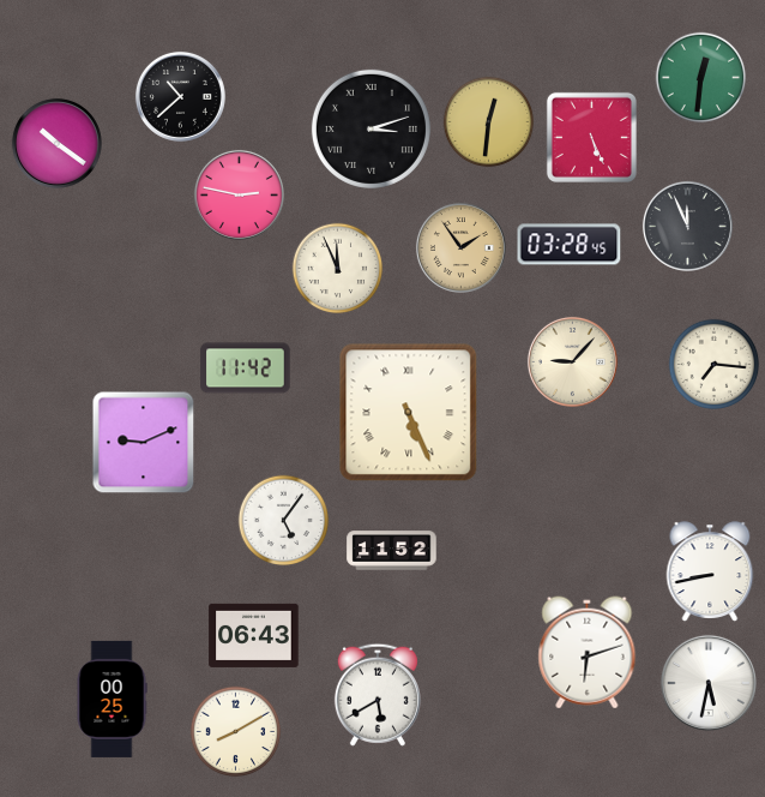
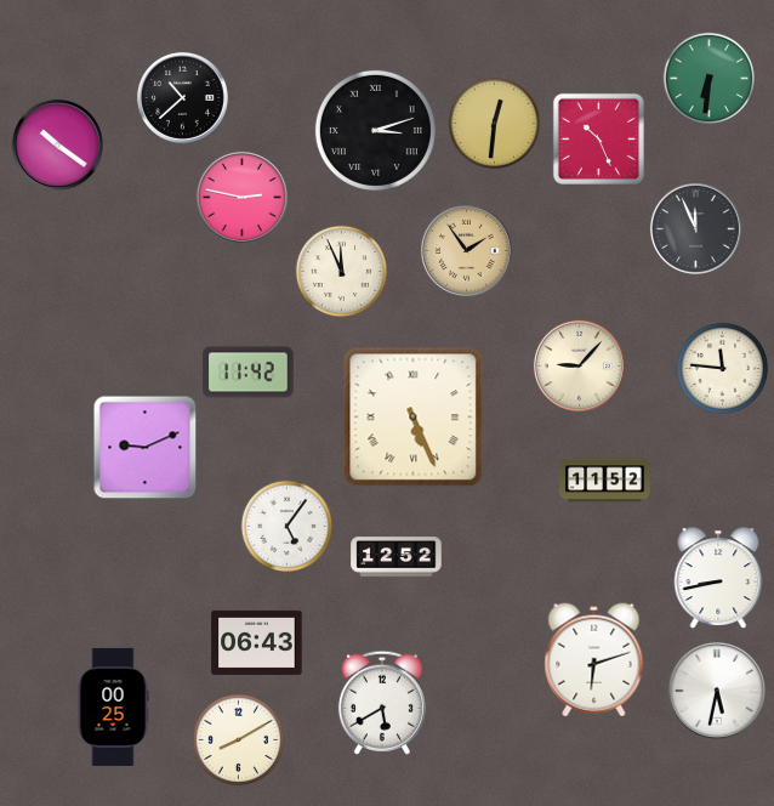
clock at (701, 78): 12:31 -> 6:31
clock at (591, 137): 5:26 -> 10:26
clock at (570, 245): 03:28 -> none
clock at (715, 365): 7:16 -> 11:46
clock at (605, 481): none -> 11:52
clock at (392, 551): 11:52 -> 12:52
